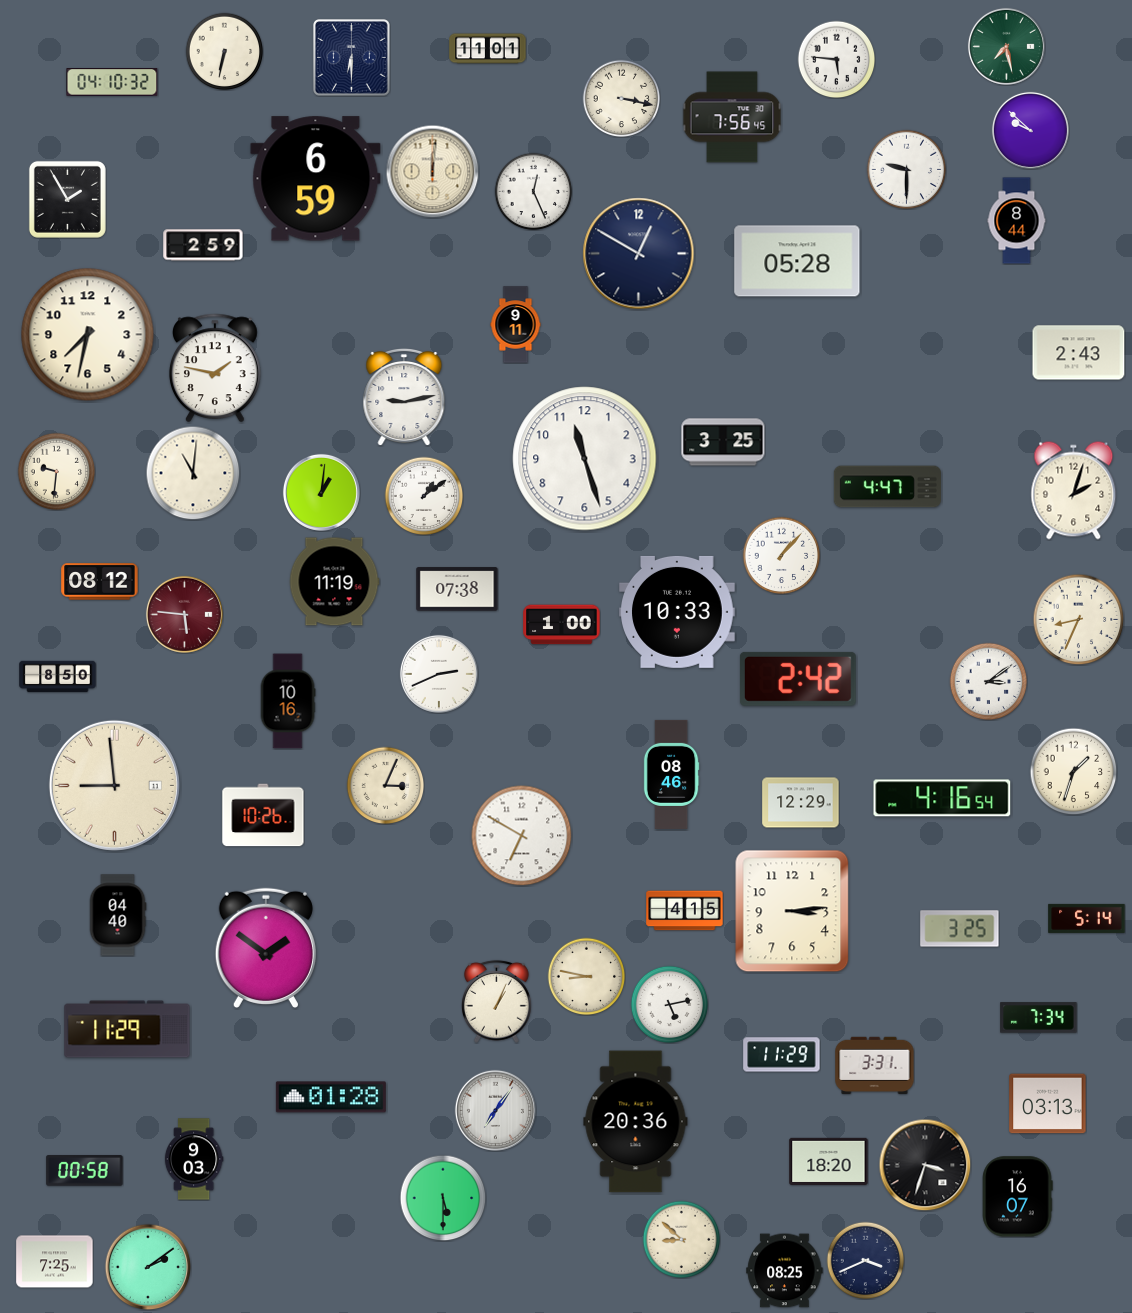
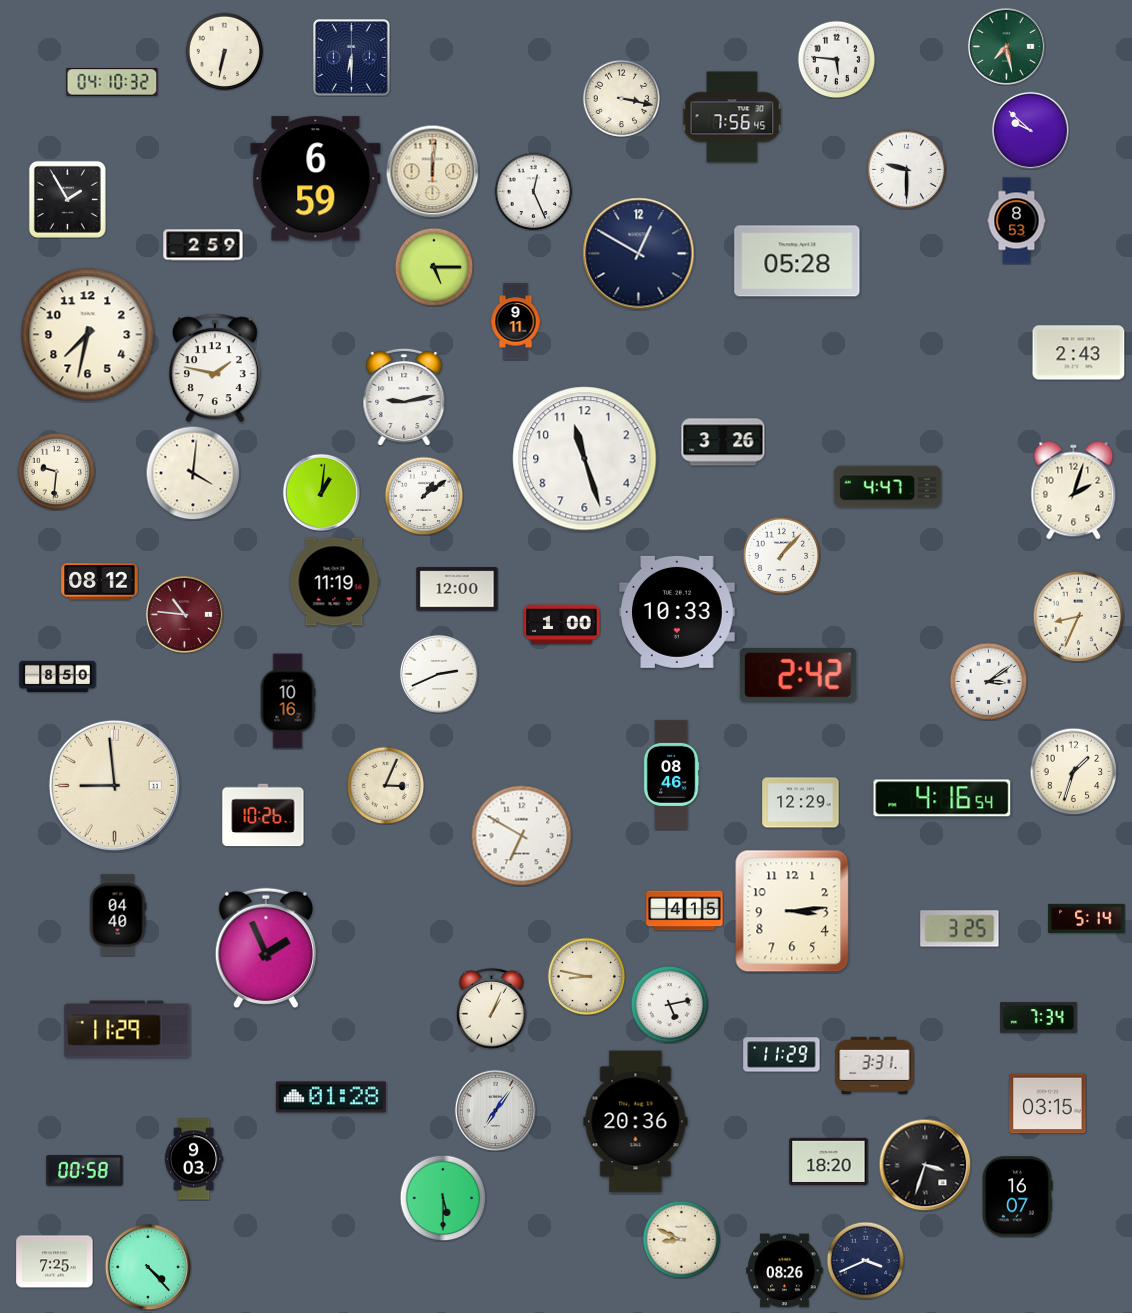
clock at (488, 49): 11:01 -> none
clock at (1017, 221): 8:44 -> 8:53
clock at (434, 267): none -> 5:15
clock at (516, 325) position: (516, 325) -> (516, 322)
clock at (723, 442): 3:25 -> 3:26
clock at (193, 473): 11:01 -> 4:01
clock at (457, 589): 07:38 -> 12:00
clock at (184, 614): 5:46 -> 10:46
clock at (1078, 619) position: (1078, 619) -> (1078, 616)
clock at (798, 679) position: (798, 679) -> (798, 675)
clock at (266, 947): 1:51 -> 1:56
clock at (496, 1001) position: (496, 1001) -> (491, 1009)
clock at (1048, 1104): 03:13 -> 03:15
clock at (681, 1239): 8:52 -> 8:49
clock at (148, 1267): 2:09 -> 4:23
clock at (785, 1271): 08:25 -> 08:26
